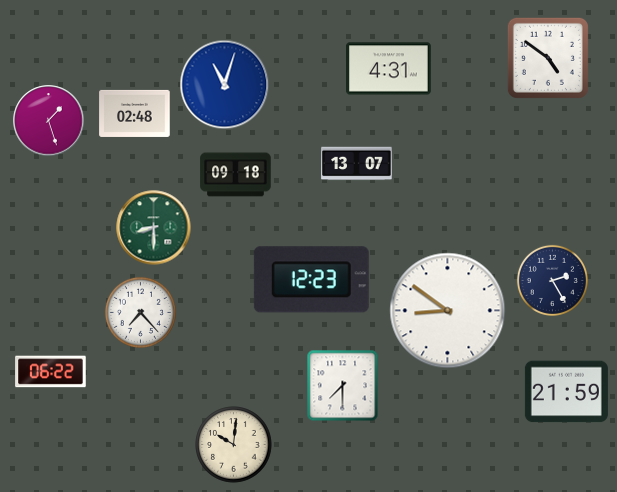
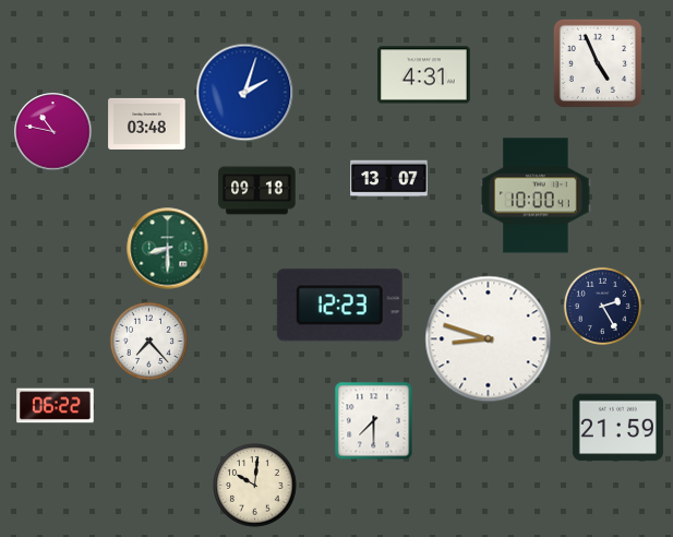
clock at (548, 58): 4:51 -> 4:56
clock at (225, 85): 11:03 -> 2:03
clock at (135, 113): 02:48 -> 03:48
clock at (49, 121): 1:27 -> 10:47
clock at (537, 195): none -> 10:00
clock at (448, 311): 8:51 -> 8:48
clock at (140, 312) position: (140, 312) -> (148, 341)
